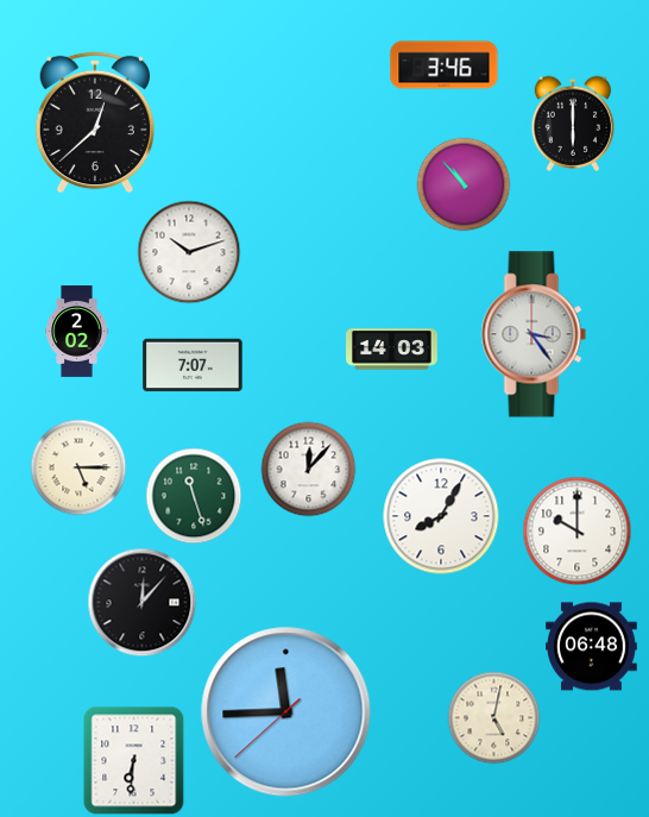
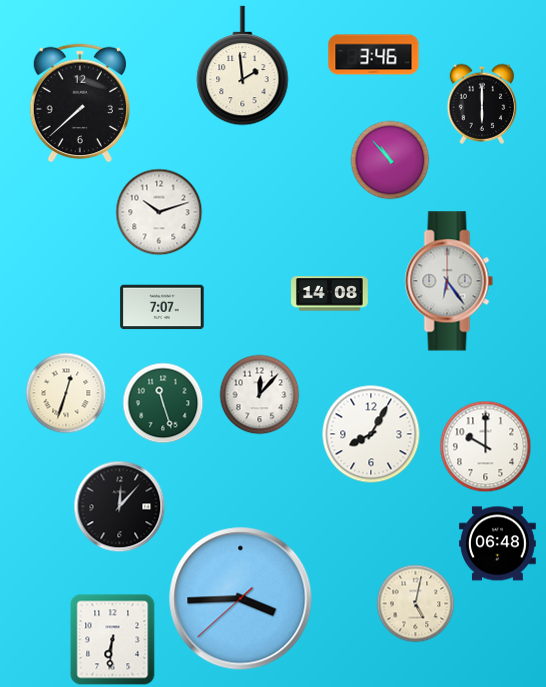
clock at (243, 66): none -> 1:59
clock at (94, 122): 12:38 -> 7:38
clock at (464, 184) position: (464, 184) -> (390, 160)
clock at (77, 332): 2:02 -> none
clock at (534, 334): 3:24 -> 6:24
clock at (392, 350): 14:03 -> 14:08
clock at (78, 467): 5:15 -> 12:33
clock at (194, 496) position: (194, 496) -> (163, 403)
clock at (286, 712): 11:44 -> 3:44
